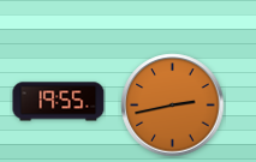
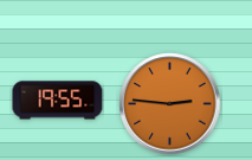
clock at (173, 106): 2:43 -> 2:46
